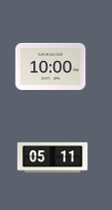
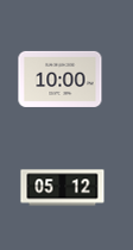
clock at (53, 158): 05:11 -> 05:12
